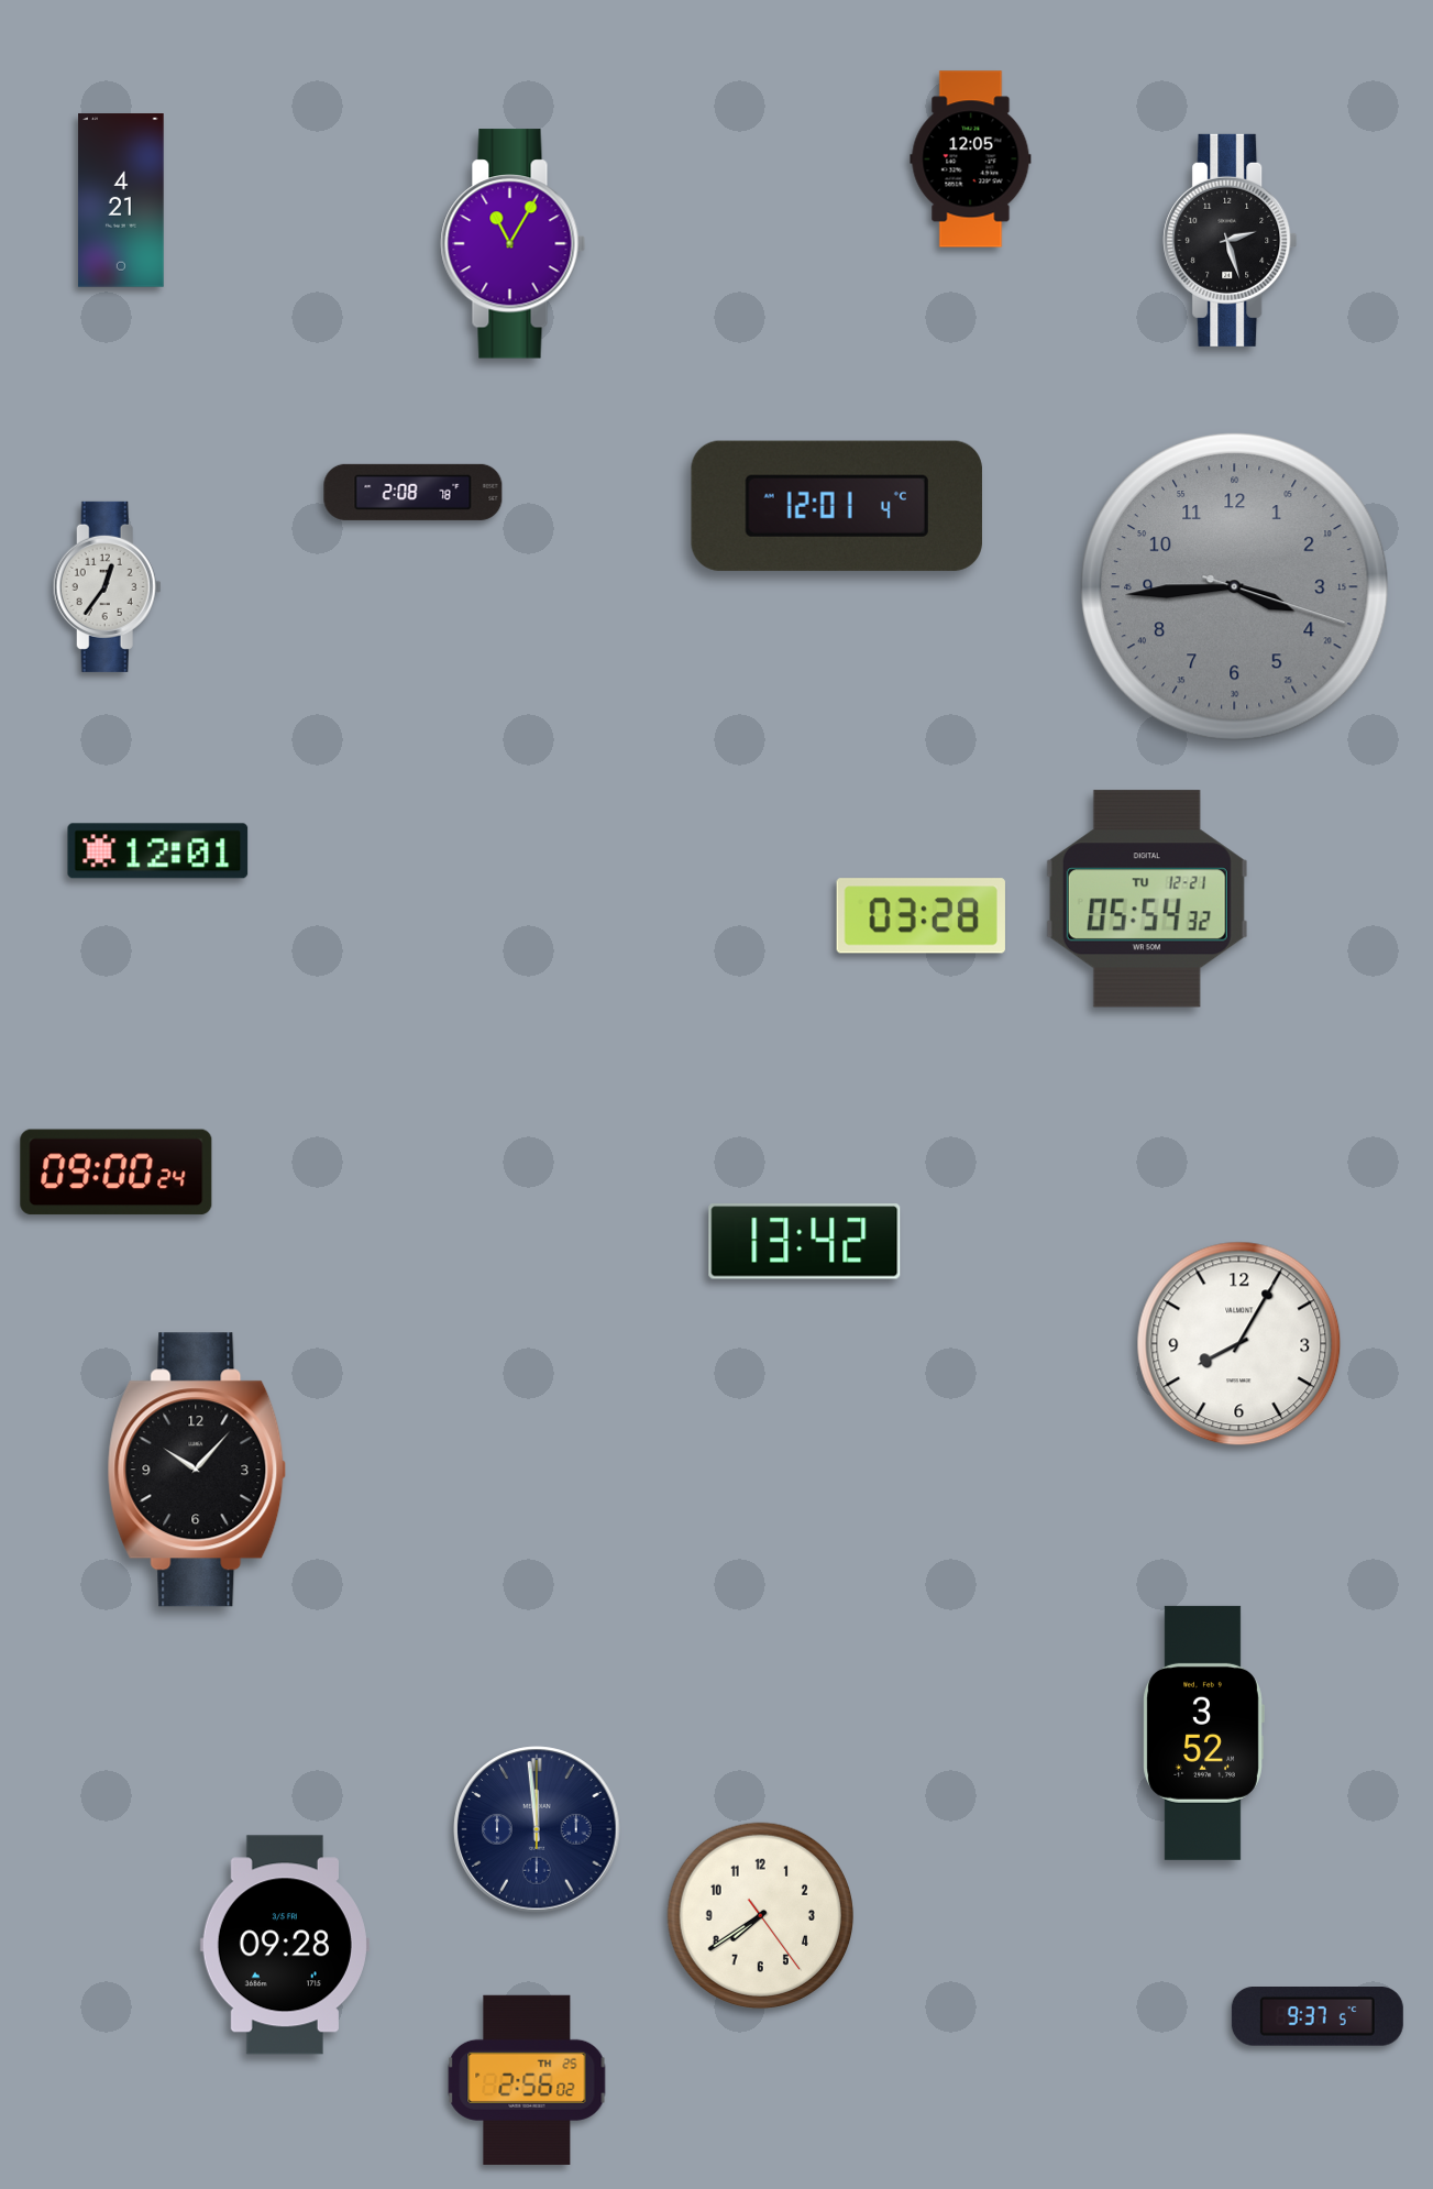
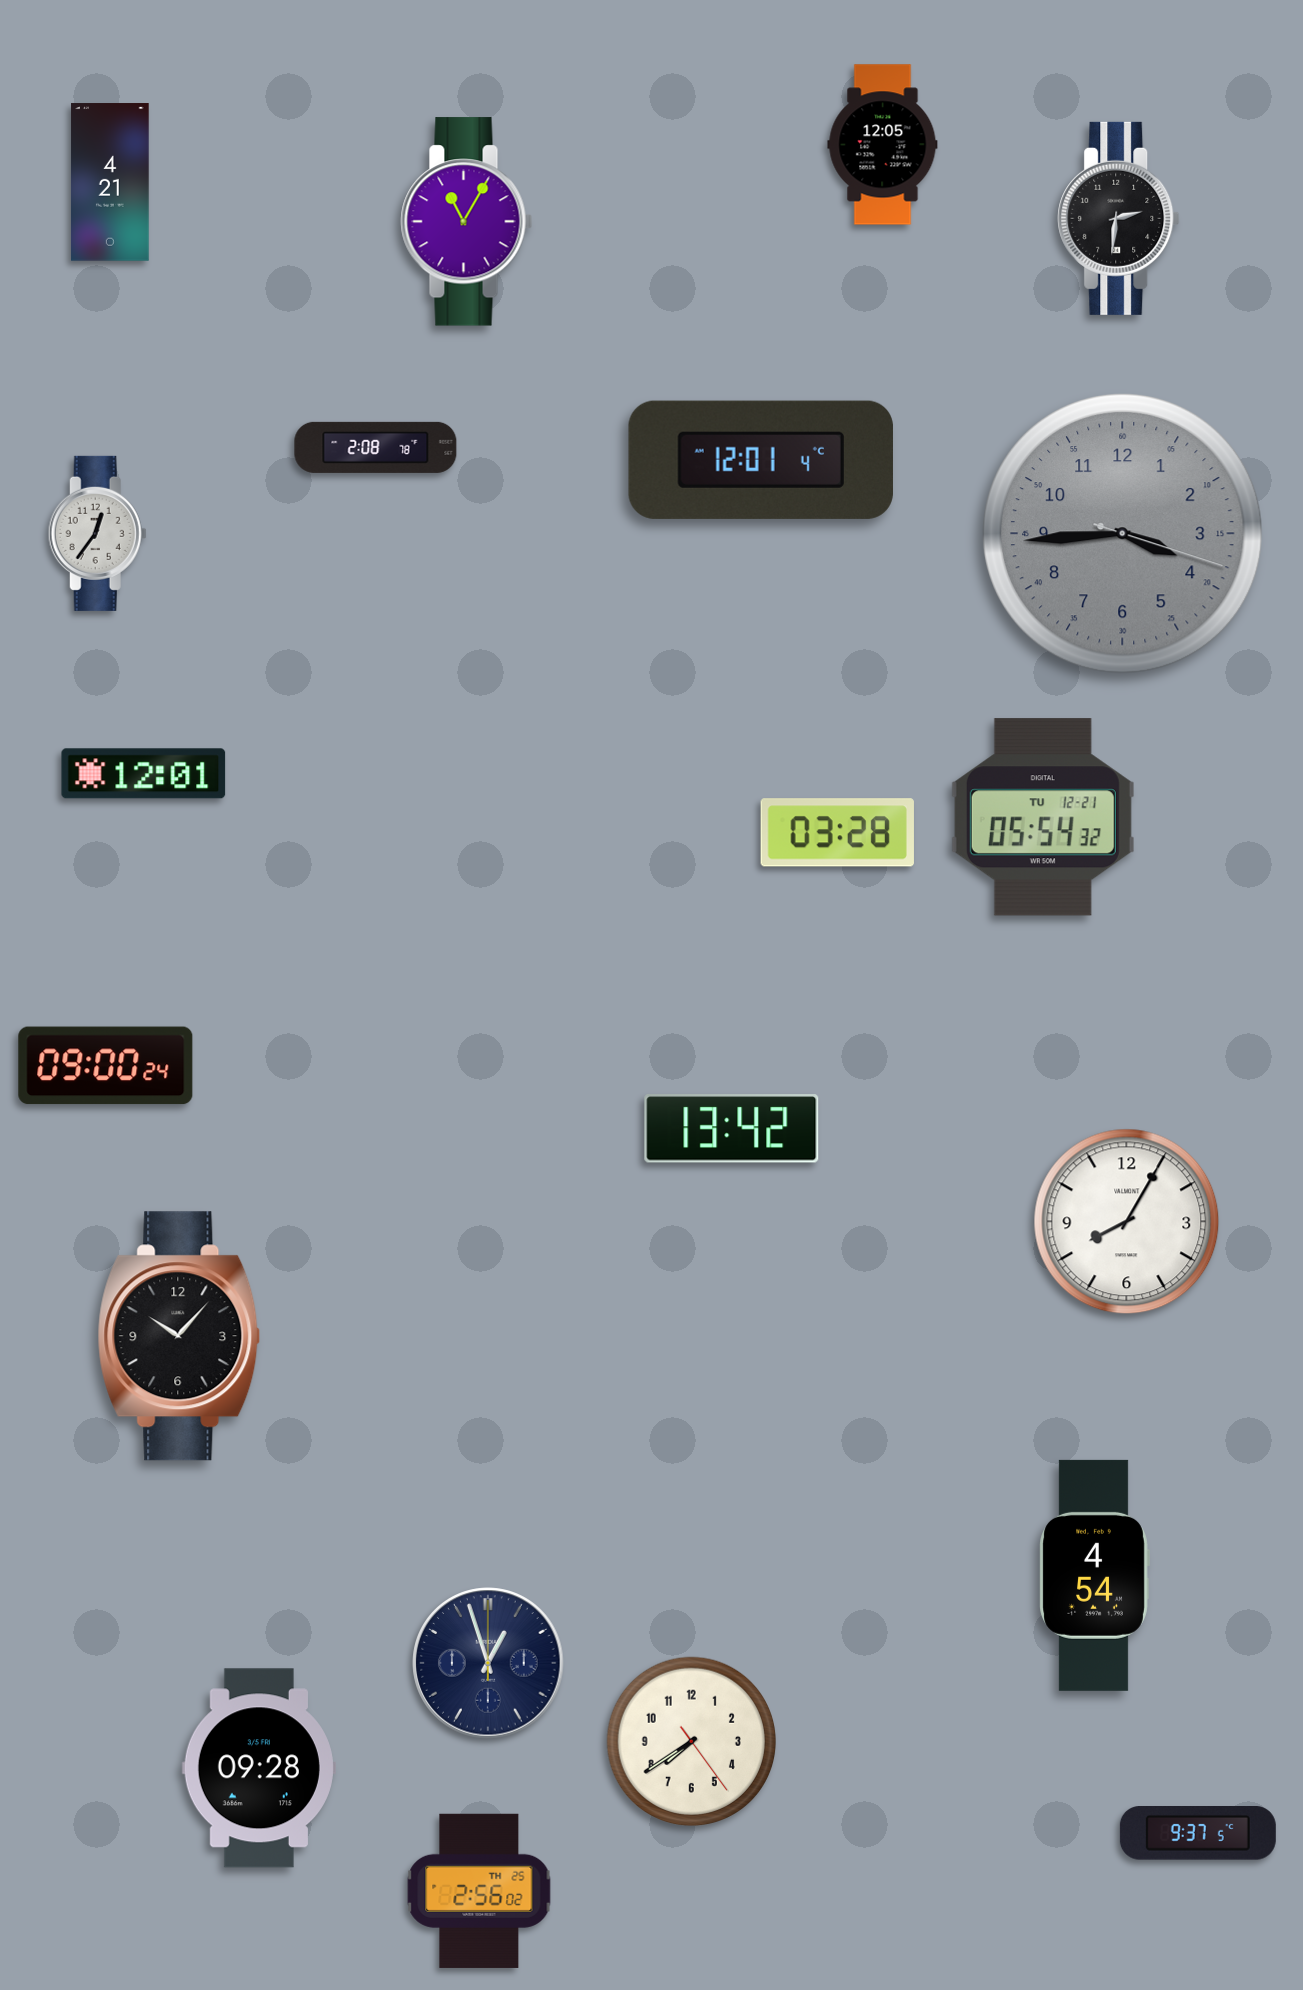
clock at (1231, 240): 2:27 -> 2:31
clock at (1203, 1733): 3:52 -> 4:54
clock at (537, 1829): 11:59 -> 12:57
